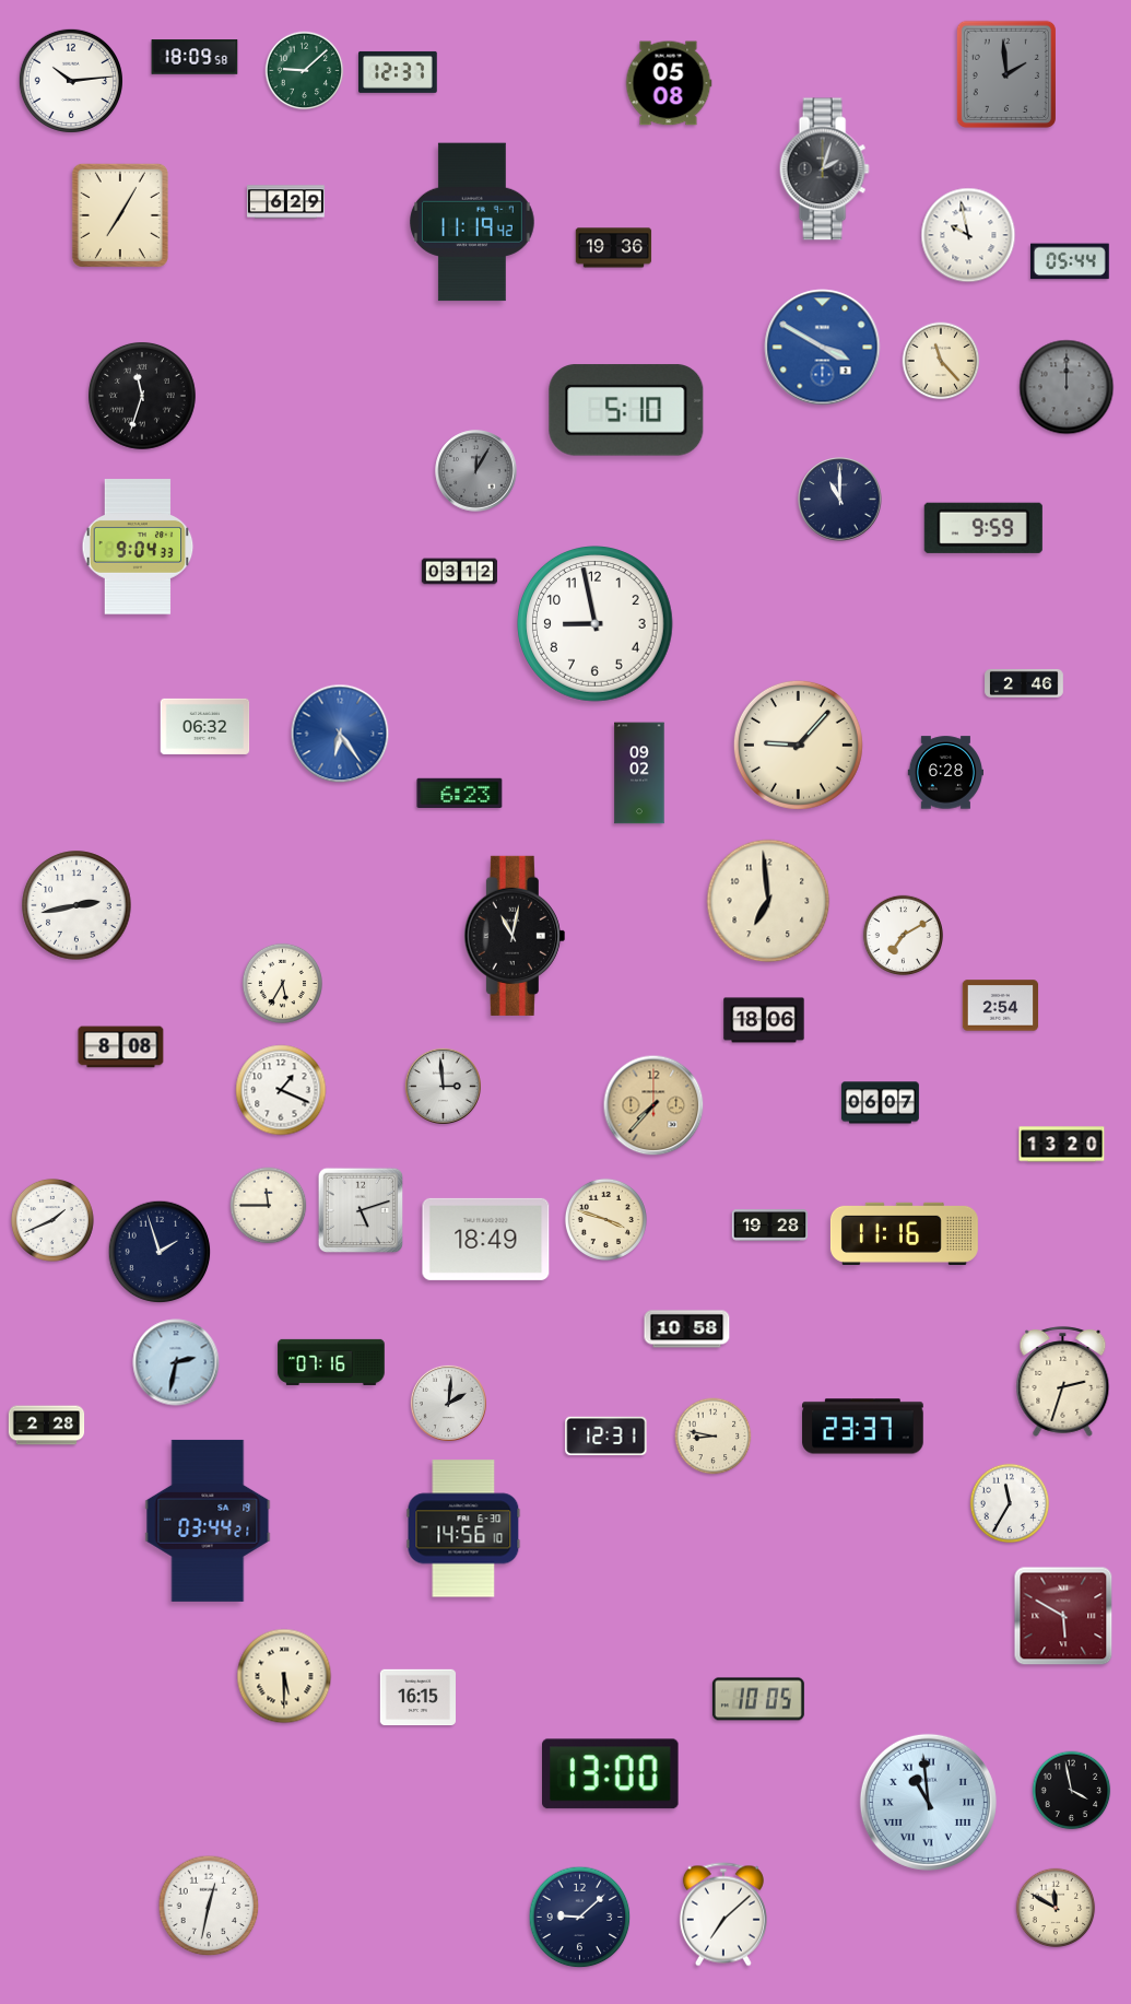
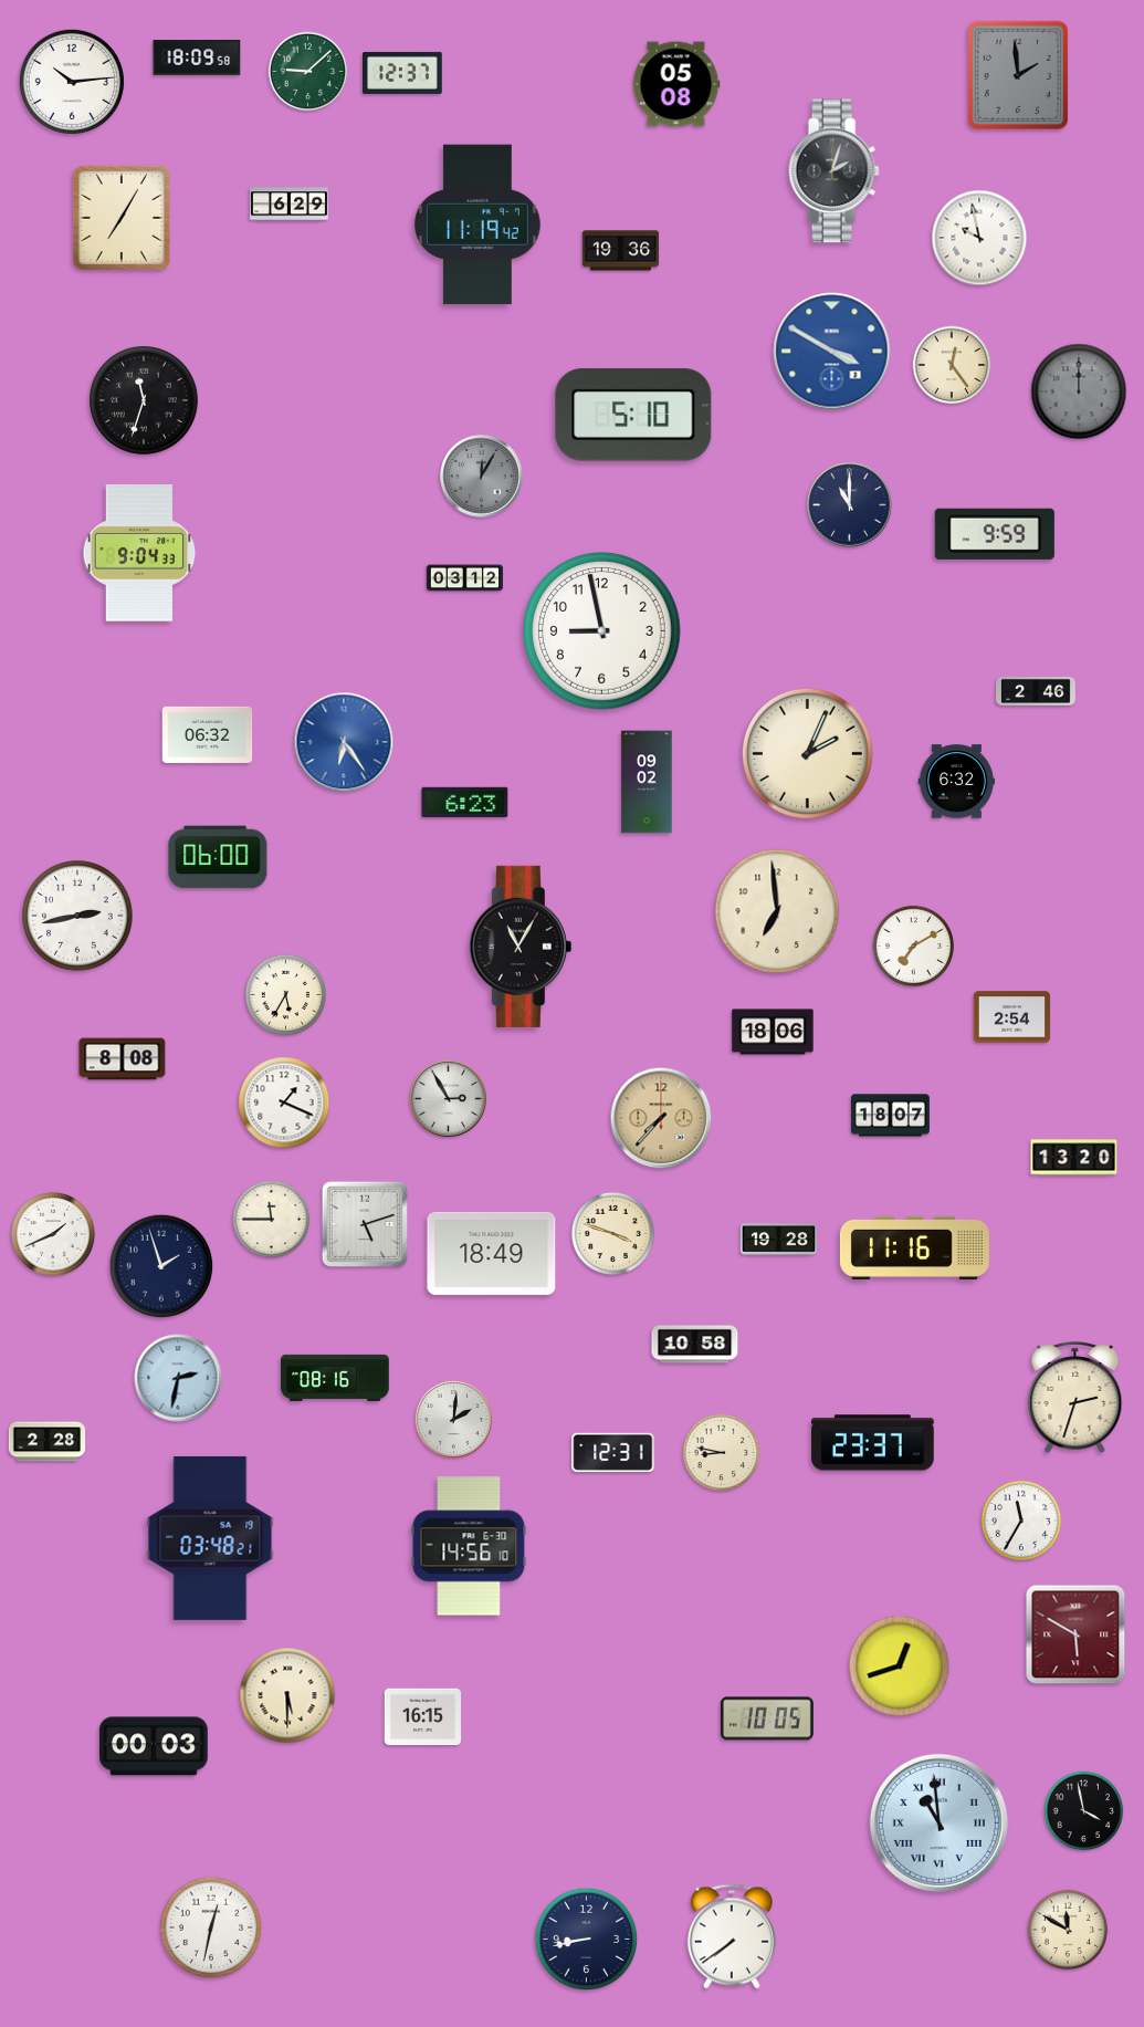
clock at (1071, 261): 05:44 -> none
clock at (941, 361): 11:23 -> 12:24
clock at (798, 745): 9:07 -> 2:04
clock at (946, 773): 6:28 -> 6:32
clock at (218, 857): none -> 06:00
clock at (515, 936): 11:02 -> 11:05
clock at (443, 1086): 2:59 -> 2:55
clock at (880, 1103): 06:07 -> 18:07
clock at (331, 1362): 07:16 -> 08:16
clock at (208, 1521): 03:44 -> 03:48
clock at (900, 1666): none -> 12:42
clock at (155, 1746): none -> 00:03
clock at (611, 1774): 13:00 -> none
clock at (723, 1914): 7:08 -> 7:39
clock at (580, 1918): 9:08 -> 8:43
